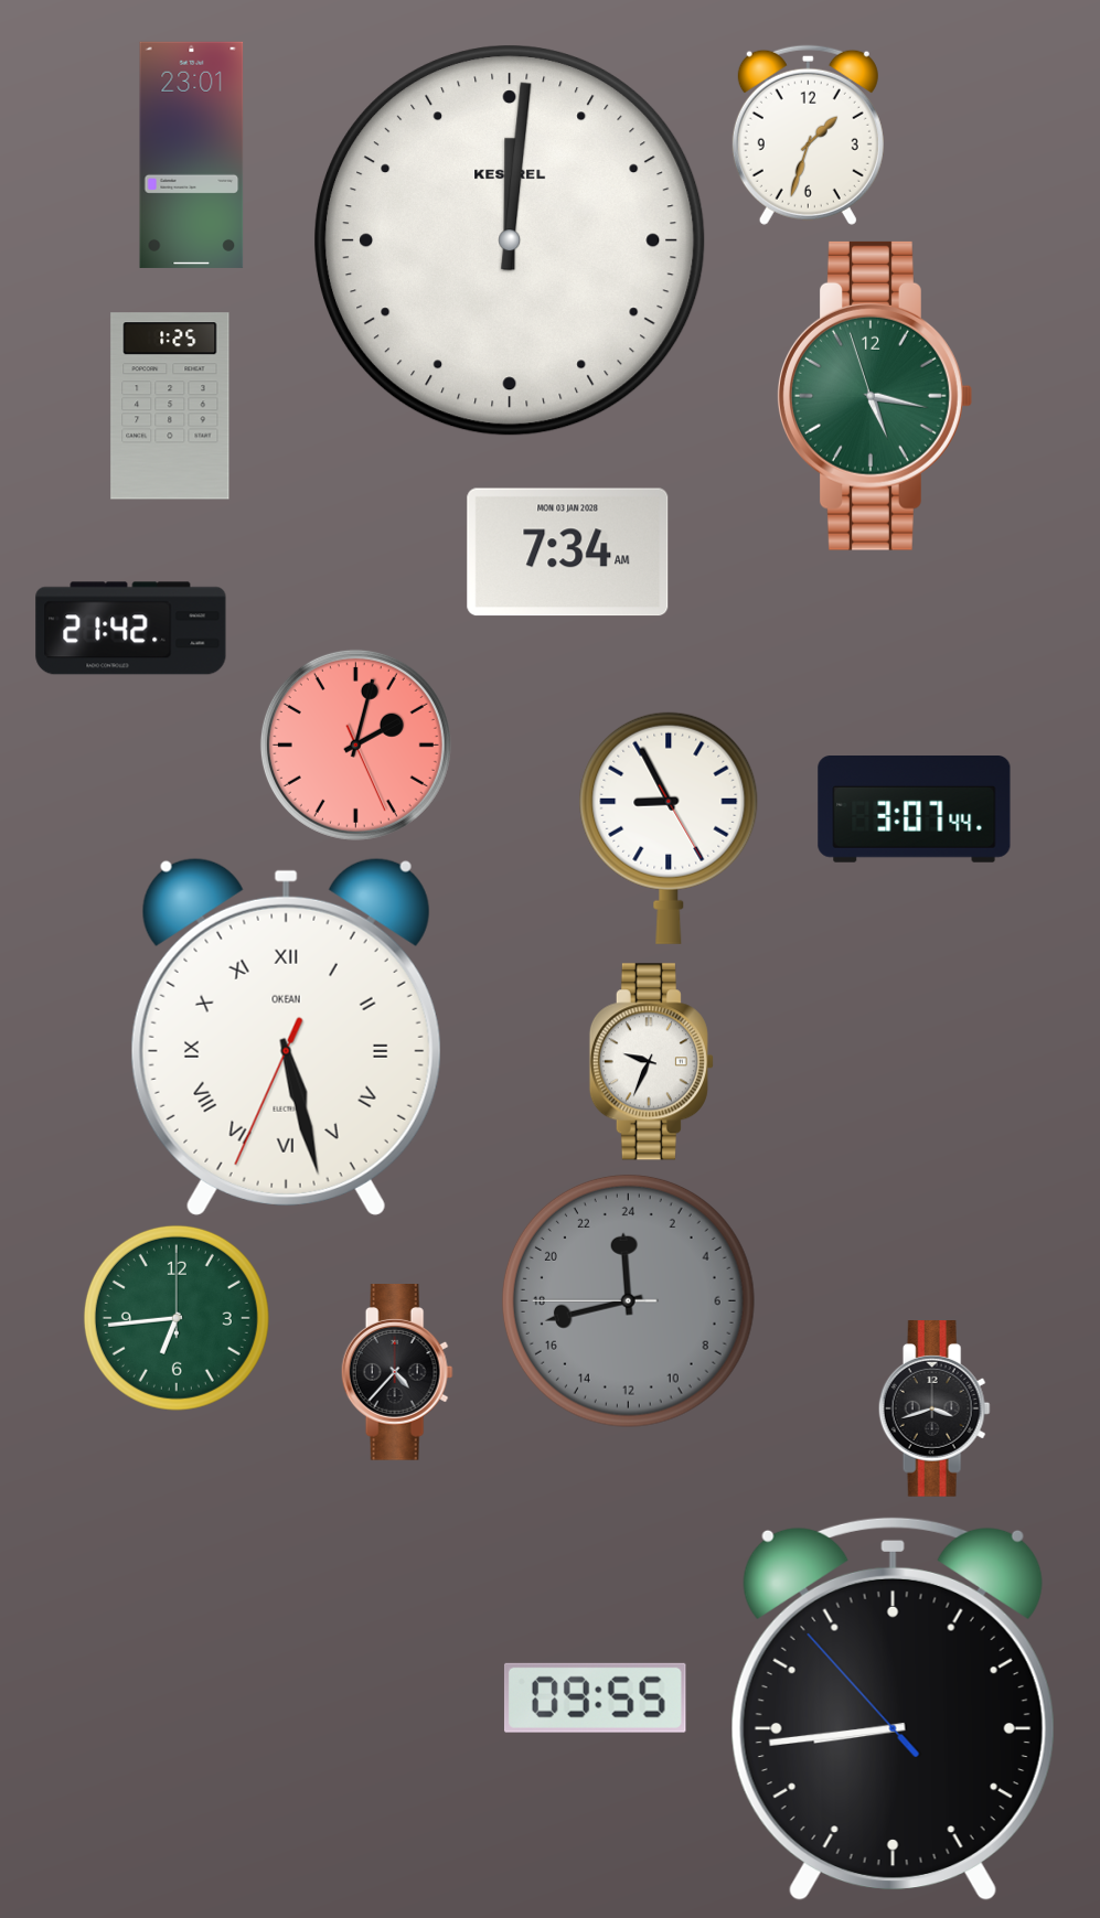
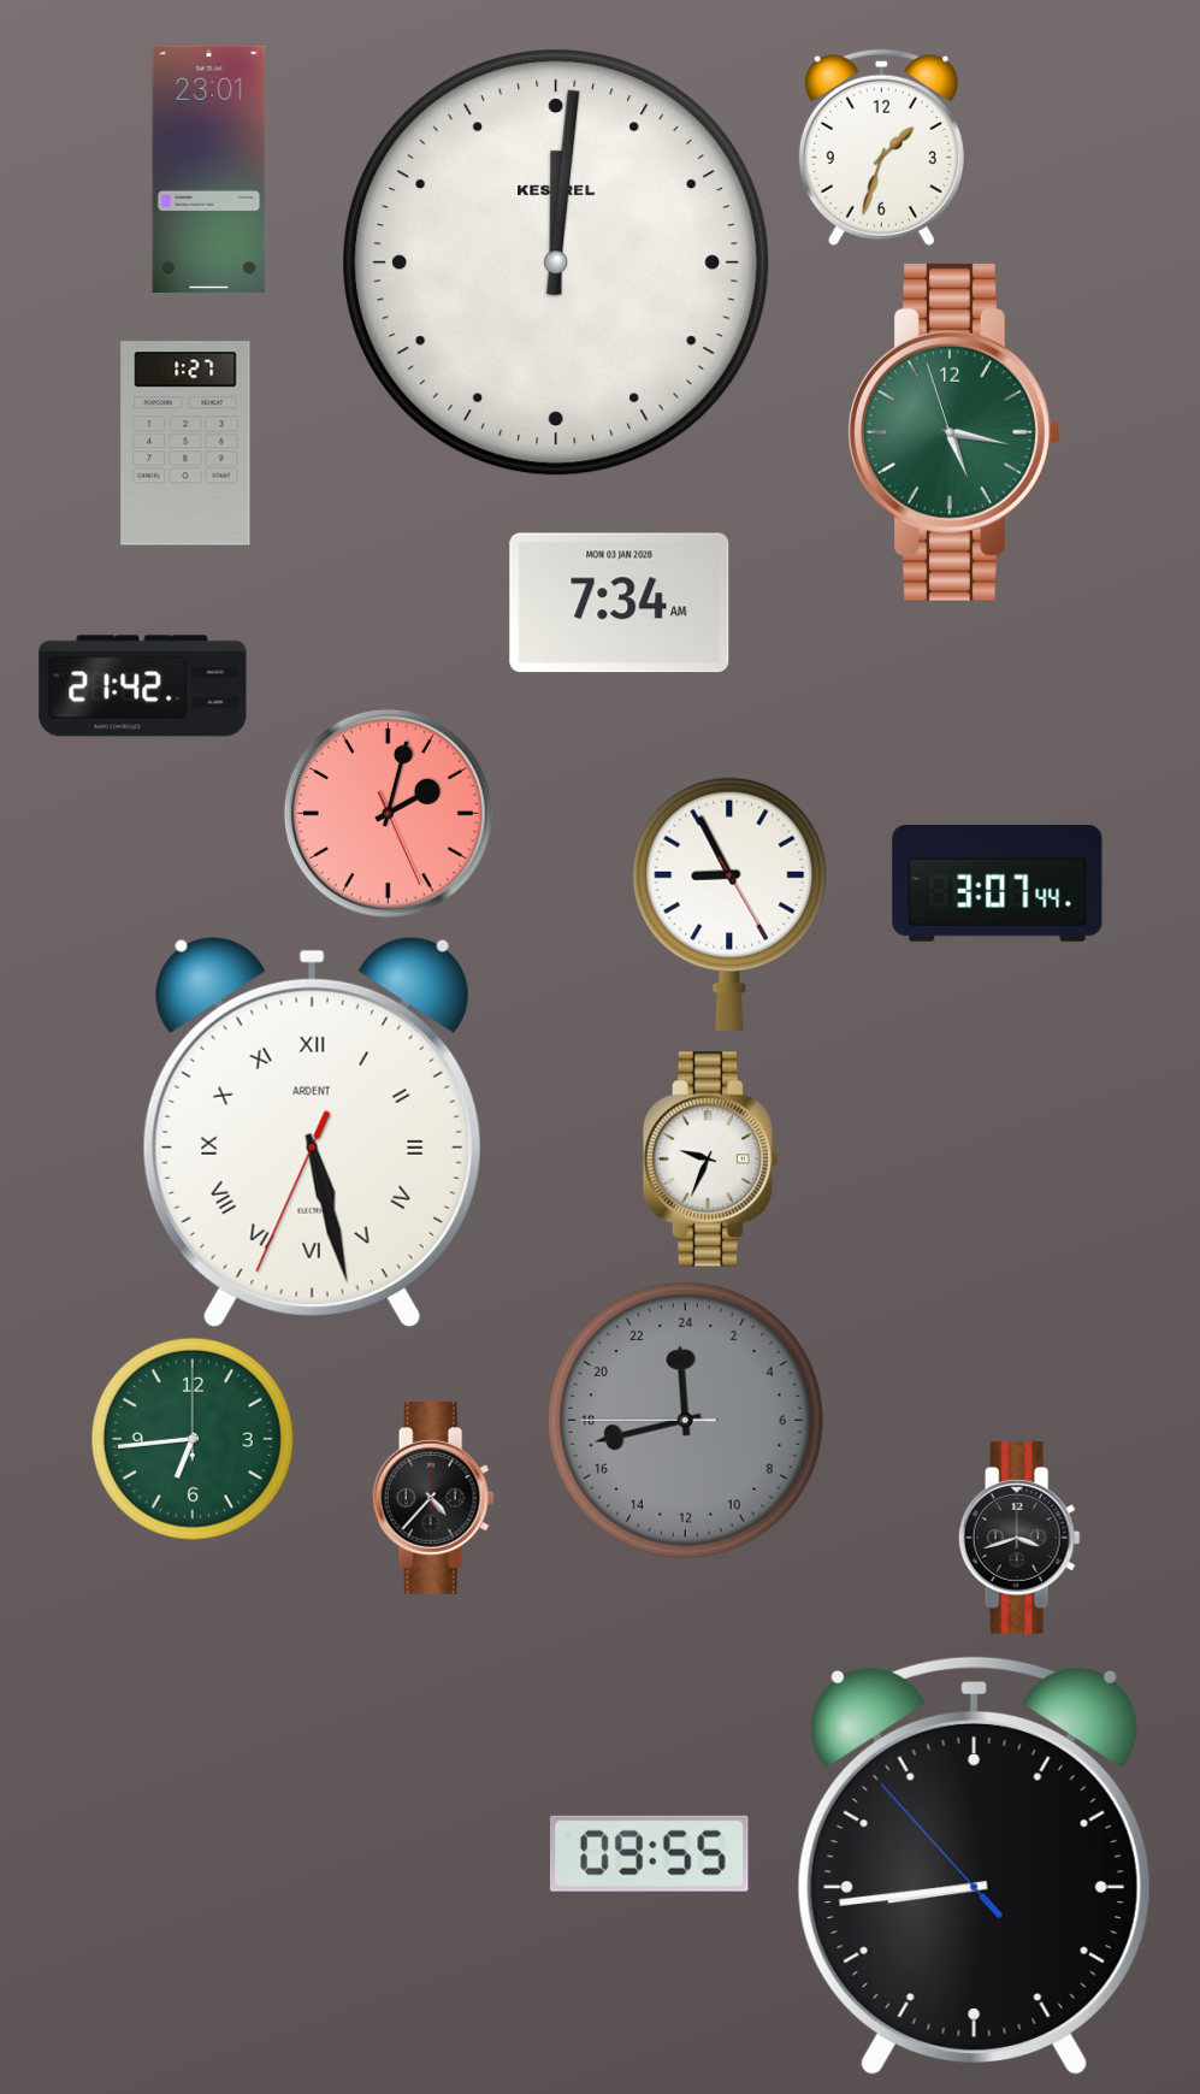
clock at (170, 406): 1:25 -> 1:27
clock at (286, 1037) brand: OKEAN -> ARDENT
